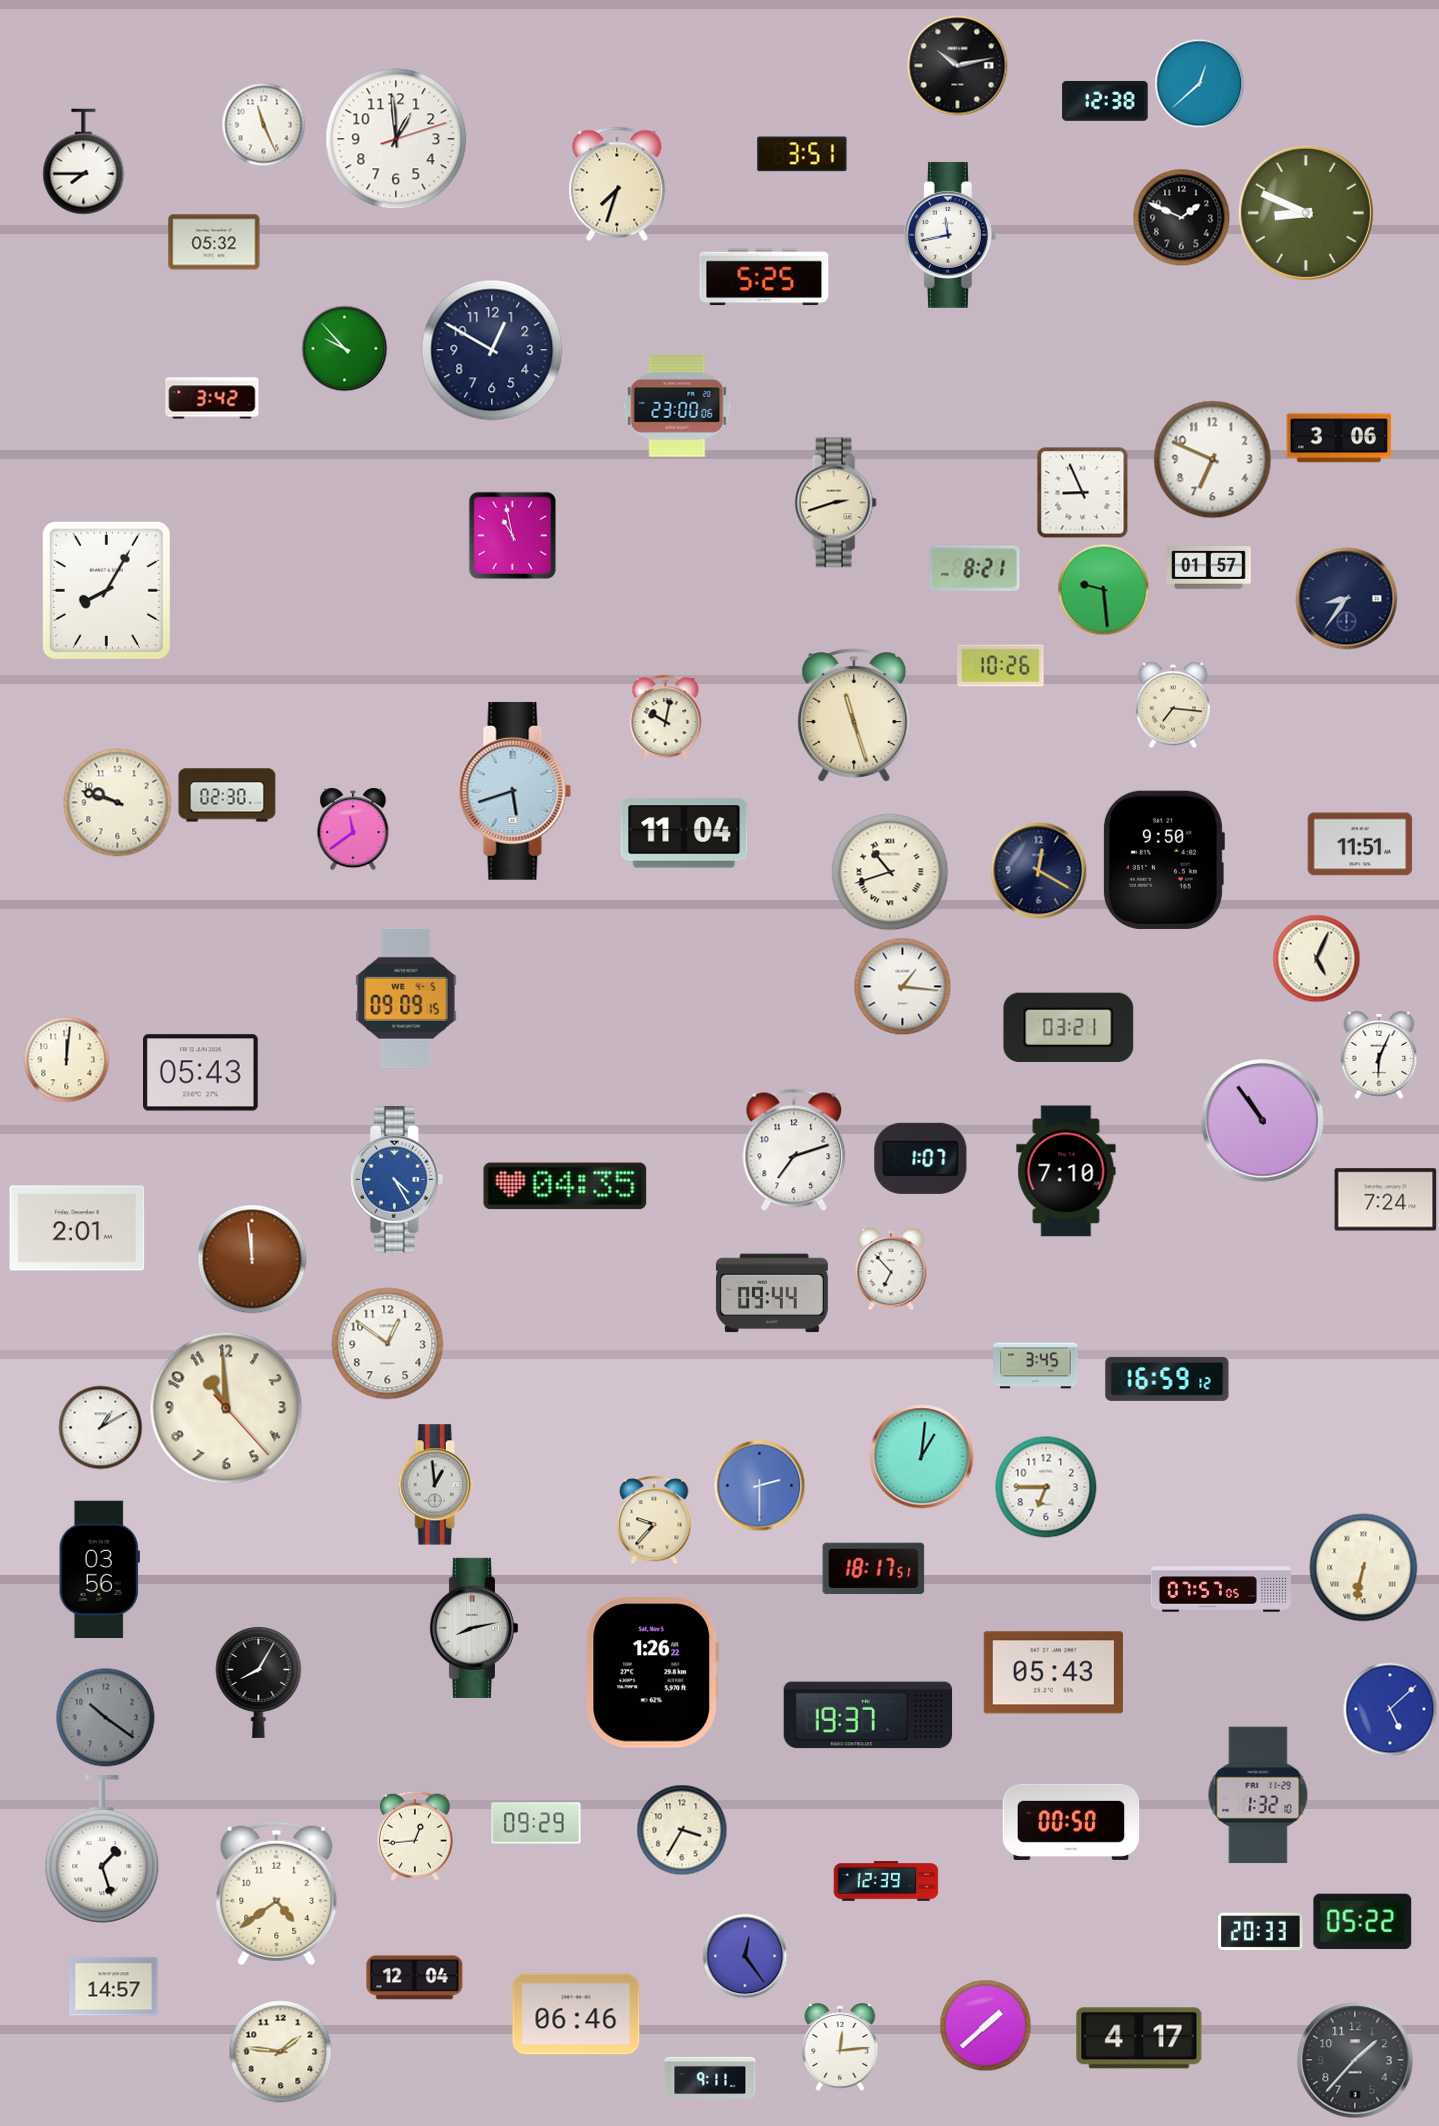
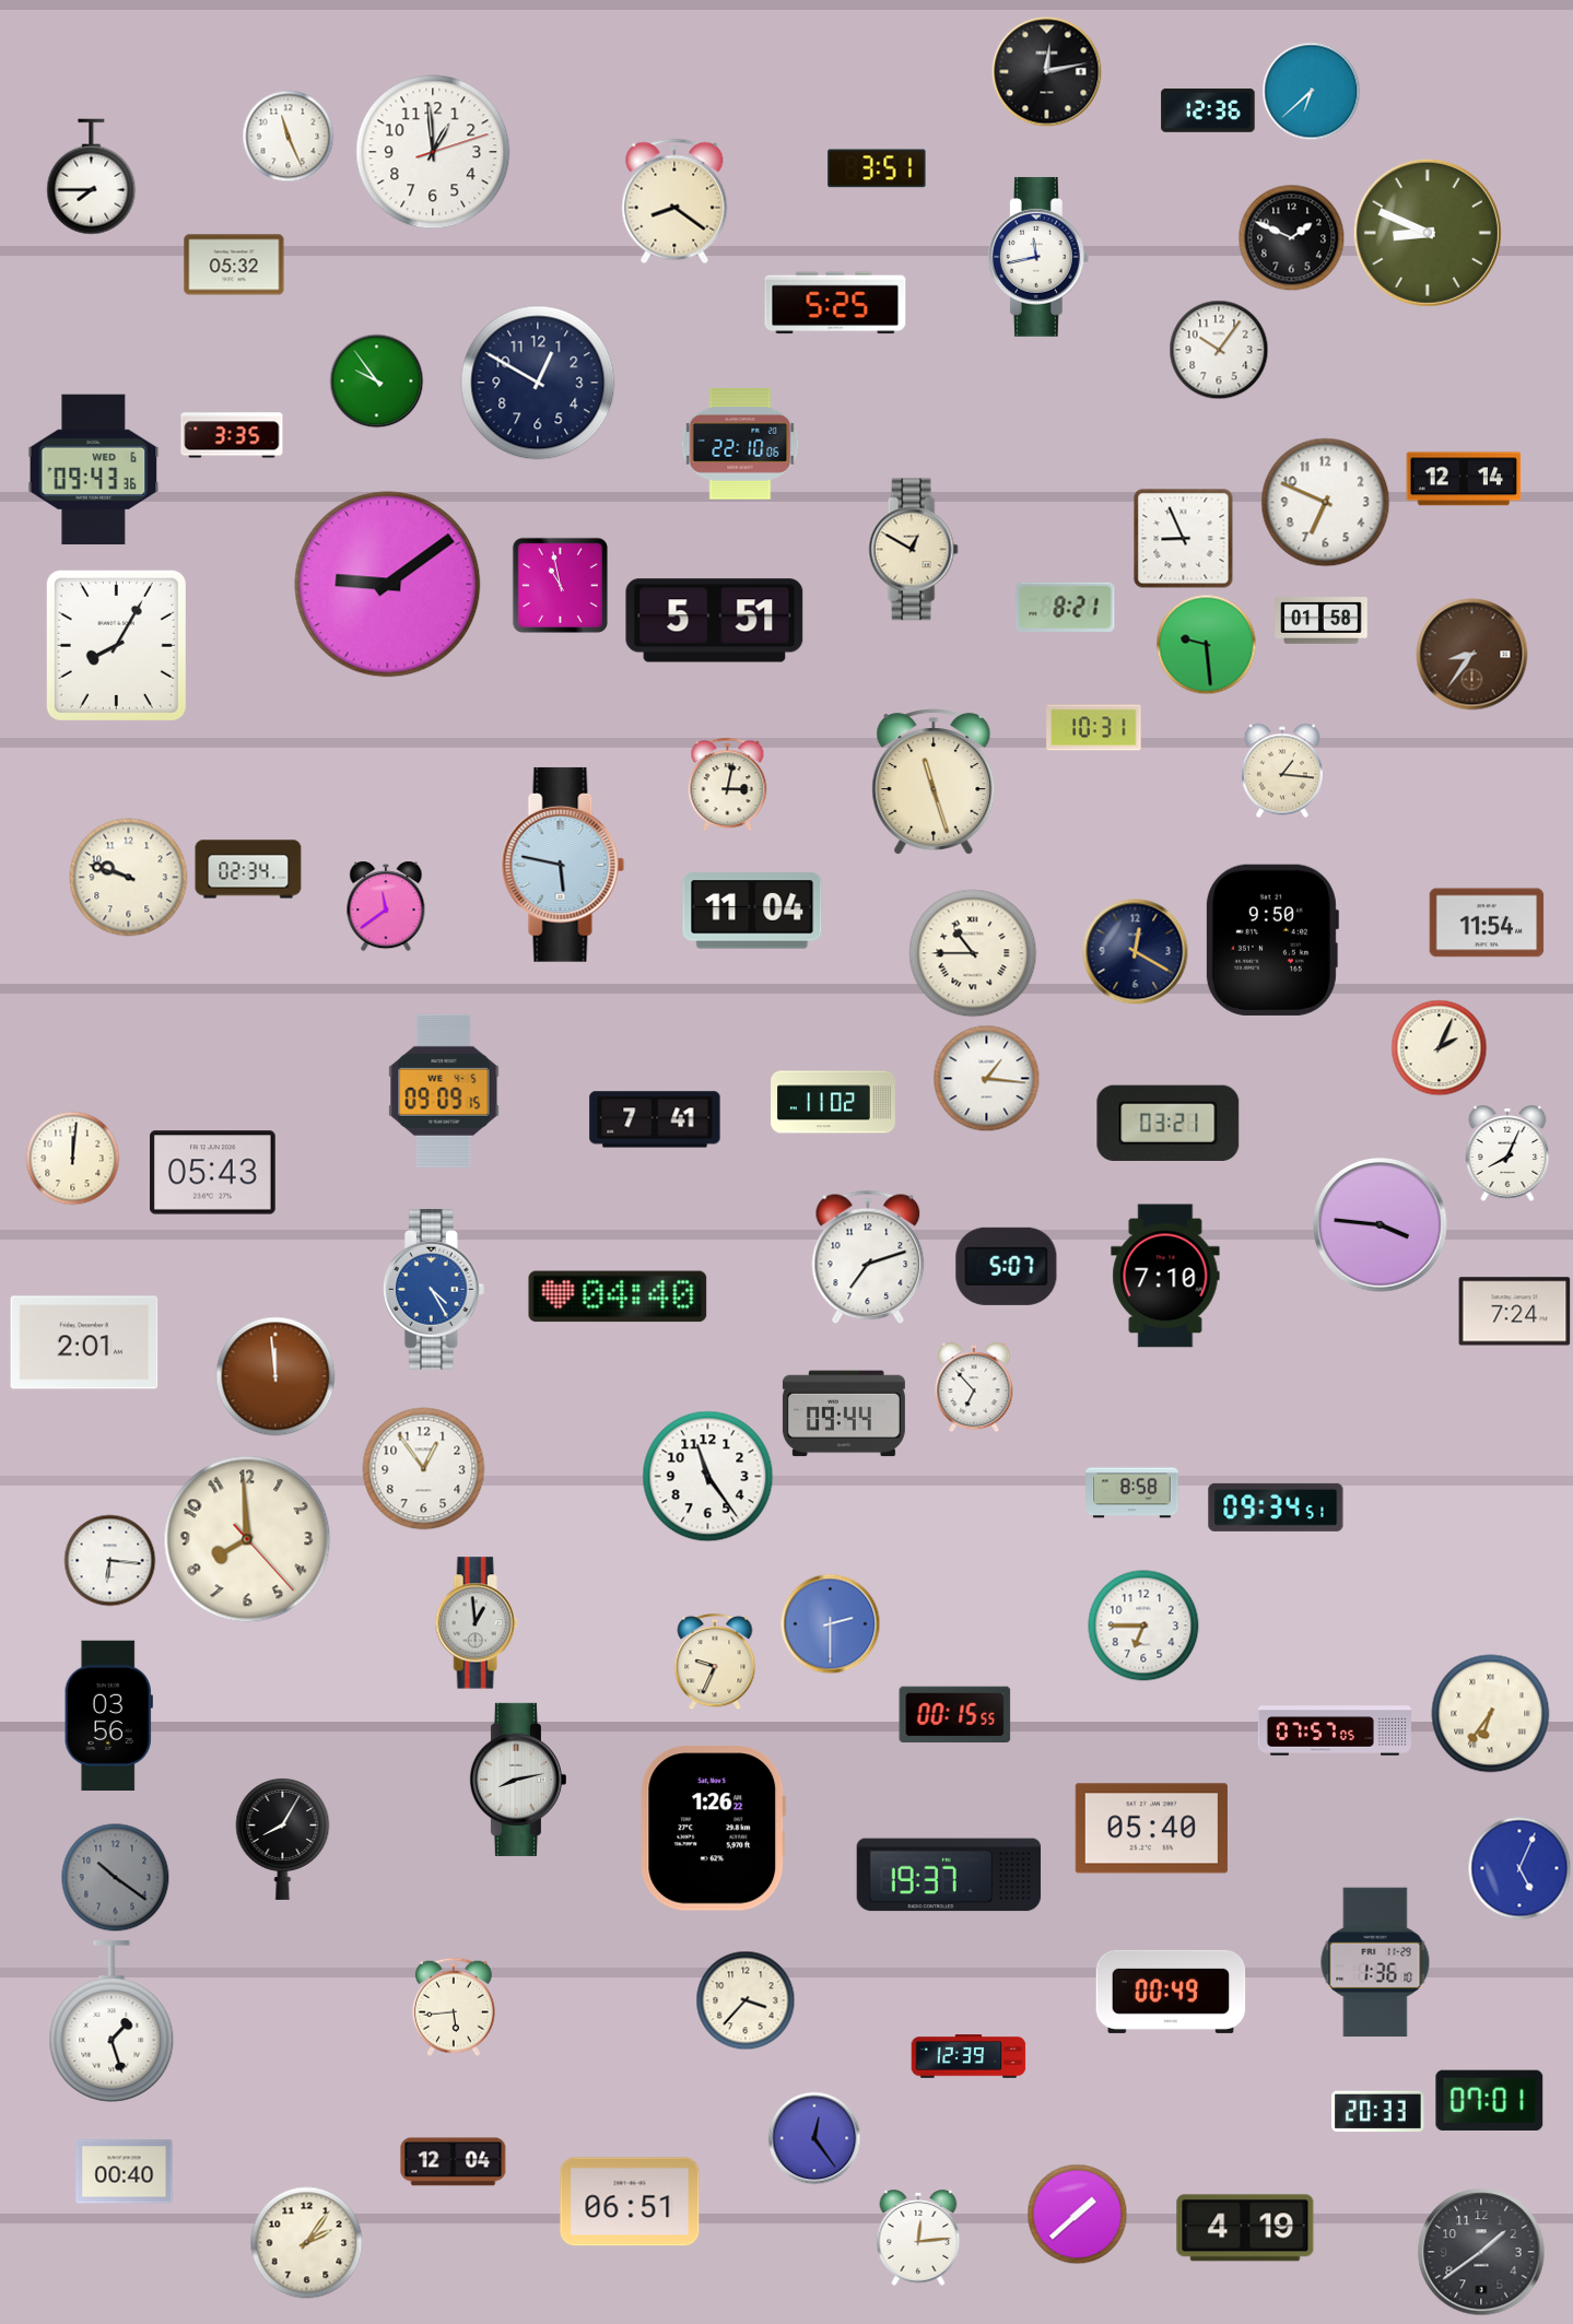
clock at (958, 66): 10:13 -> 12:13
clock at (1200, 84): 12:38 -> 6:38
clock at (1105, 101): 12:38 -> 12:36
clock at (617, 184): 7:33 -> 8:21
clock at (1219, 350): none -> 10:06
clock at (345, 349): 9:53 -> 9:54
clock at (212, 398): 3:42 -> 3:35
clock at (677, 407): 23:00 -> 22:10
clock at (94, 470): none -> 09:43
clock at (1339, 438): 3:06 -> 12:14
clock at (835, 503): 2:42 -> 12:50
clock at (388, 585): none -> 9:09
clock at (715, 621): none -> 5:51
clock at (975, 568) position: (975, 568) -> (1066, 607)
clock at (1209, 568): 01:57 -> 01:58
clock at (1347, 599) dial: navy -> brown
clock at (1001, 666): 10:26 -> 10:31
clock at (1173, 705): 7:16 -> 1:16
clock at (666, 718): 10:02 -> 3:02
clock at (515, 791): 5:42 -> 5:47
clock at (227, 795): 02:30 -> 02:34
clock at (684, 833) position: (684, 833) -> (752, 911)
clock at (1360, 844): 11:51 -> 11:54
clock at (890, 872): 10:42 -> 10:45
clock at (1317, 959): 5:04 -> 2:04
clock at (833, 1102): none -> 11:02
clock at (655, 1119): none -> 7:41
clock at (1379, 1055): 6:04 -> 8:04
clock at (201, 1073) position: (201, 1073) -> (213, 1173)
clock at (1263, 1121): 10:54 -> 3:46
clock at (921, 1158): 1:07 -> 5:07
clock at (1066, 1171) position: (1066, 1171) -> (1165, 1276)
clock at (565, 1186): 04:35 -> 04:40
clock at (388, 1344): 12:51 -> 12:54
clock at (708, 1477): none -> 11:24
clock at (1036, 1366): 3:45 -> 8:58
clock at (1167, 1379): 16:59 -> 09:34
clock at (226, 1408): 10:59 -> 7:59
clock at (101, 1428): 1:10 -> 6:16
clock at (922, 1457): 1:01 -> none
clock at (654, 1521): 9:37 -> 9:34
clock at (1364, 1568): 6:32 -> 6:36
clock at (874, 1569): 18:17 -> 00:15
clock at (1220, 1589) position: (1220, 1589) -> (1334, 1730)
clock at (1053, 1673): 05:43 -> 05:40
clock at (1390, 1709): 5:08 -> 5:04
clock at (1258, 1795): 1:32 -> 1:36
clock at (1071, 1822): 00:50 -> 00:49
clock at (536, 1823): 09:29 -> none
clock at (682, 1830): 3:35 -> 3:37
clock at (415, 1836): 12:44 -> 5:44
clock at (277, 1894): 4:39 -> none
clock at (1363, 1921): 05:22 -> 07:01
clock at (114, 1987): 14:57 -> 00:40
clock at (576, 2014): 06:46 -> 06:51
clock at (1139, 2038): 4:17 -> 4:19
clock at (281, 2052): 1:46 -> 2:06
clock at (1355, 2060): 1:37 -> 1:39
clock at (710, 2078): 9:11 -> none
